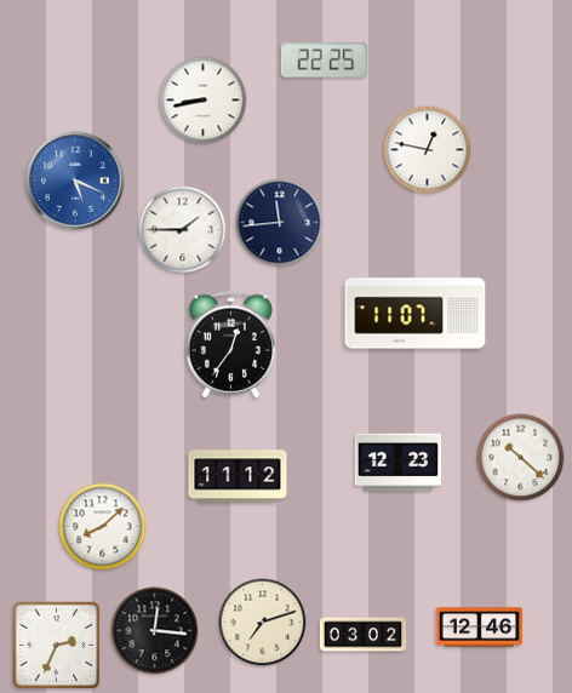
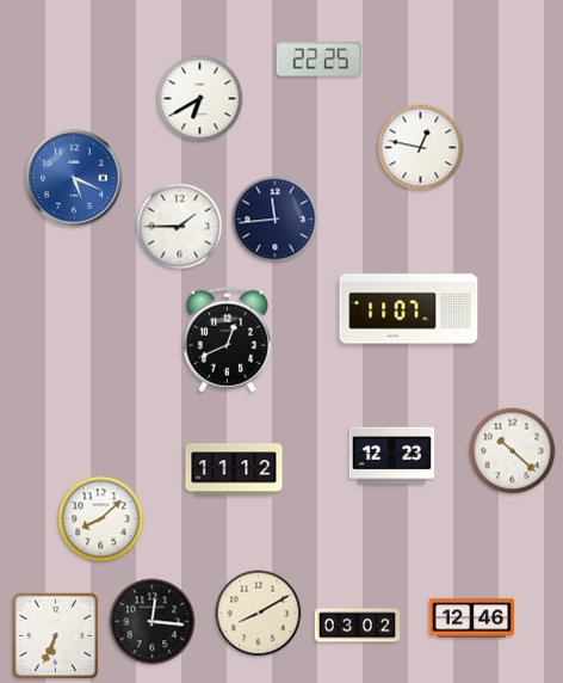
clock at (204, 101): 8:43 -> 6:40
clock at (230, 345): 12:36 -> 12:41
clock at (263, 623): 7:12 -> 8:10
clock at (57, 646): 2:34 -> 6:34
